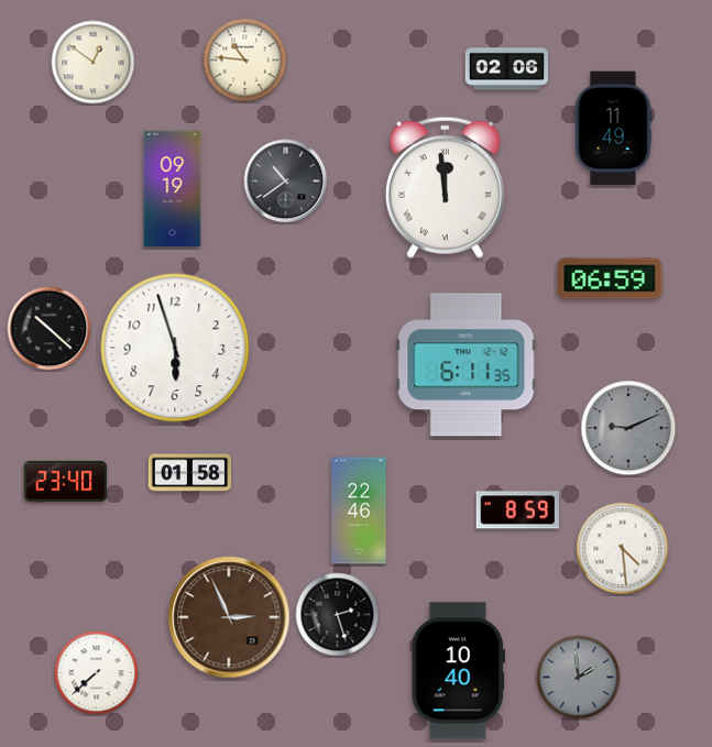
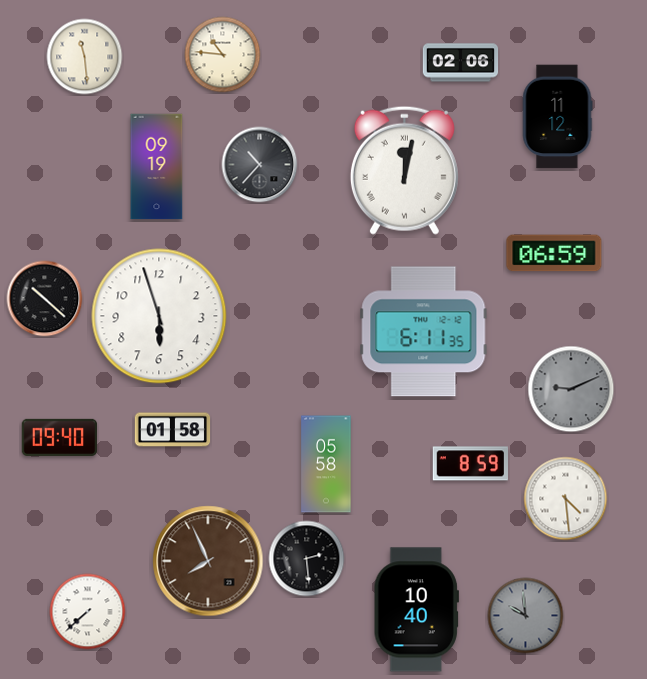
clock at (94, 63): 12:51 -> 11:29
clock at (613, 129): 11:49 -> 11:12
clock at (286, 182): 10:39 -> 10:37
clock at (445, 187): 11:59 -> 12:02
clock at (173, 189) position: (173, 189) -> (157, 167)
clock at (66, 481): 23:40 -> 09:40
clock at (359, 510): 22:46 -> 05:58
clock at (338, 615): 2:27 -> 2:29
clock at (229, 617): 2:56 -> 7:56
clock at (579, 678): 1:59 -> 9:59
